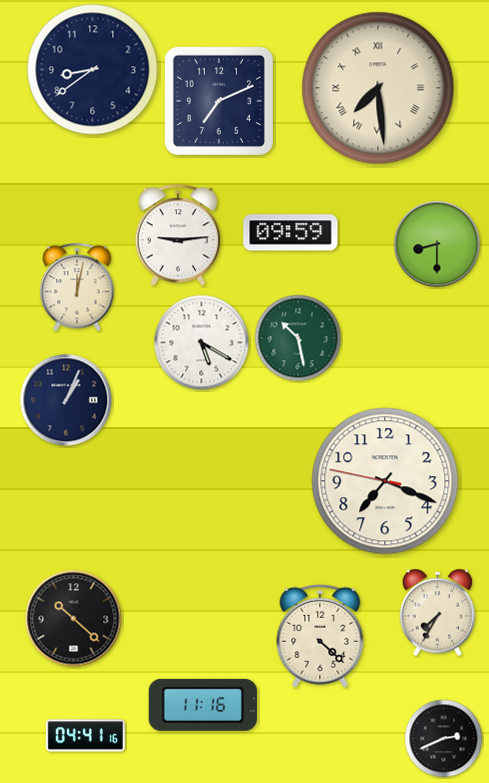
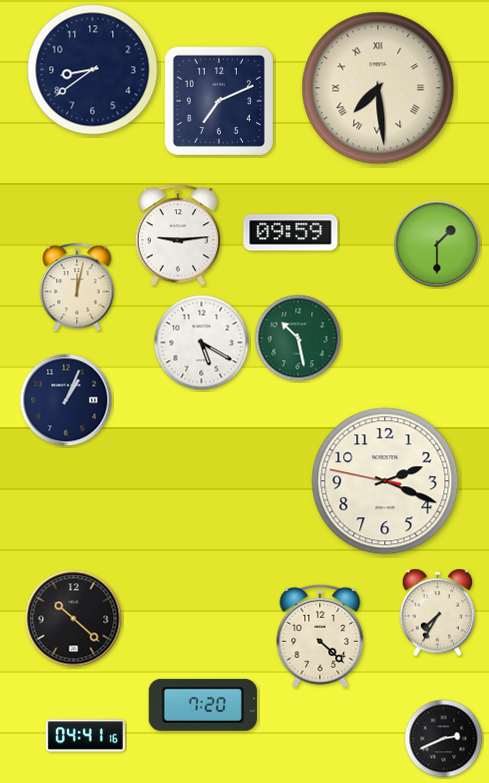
clock at (437, 244): 8:30 -> 1:30
clock at (385, 481): 7:18 -> 2:18
clock at (203, 705): 11:16 -> 7:20
